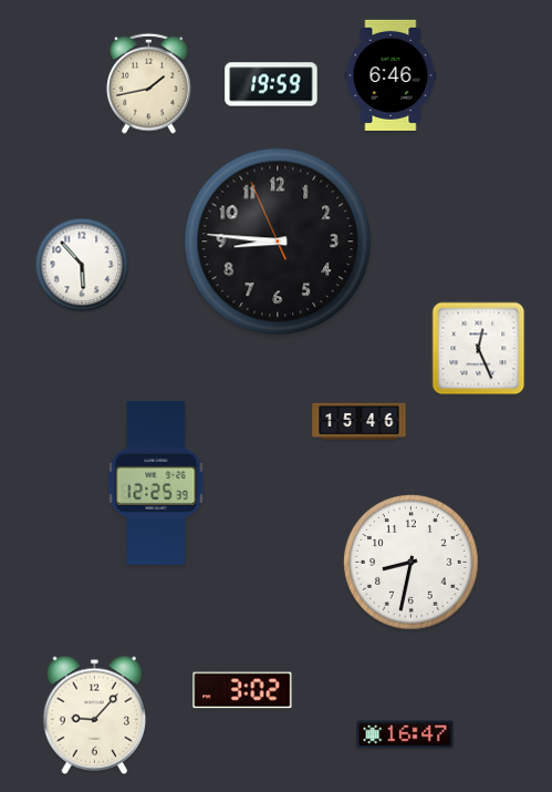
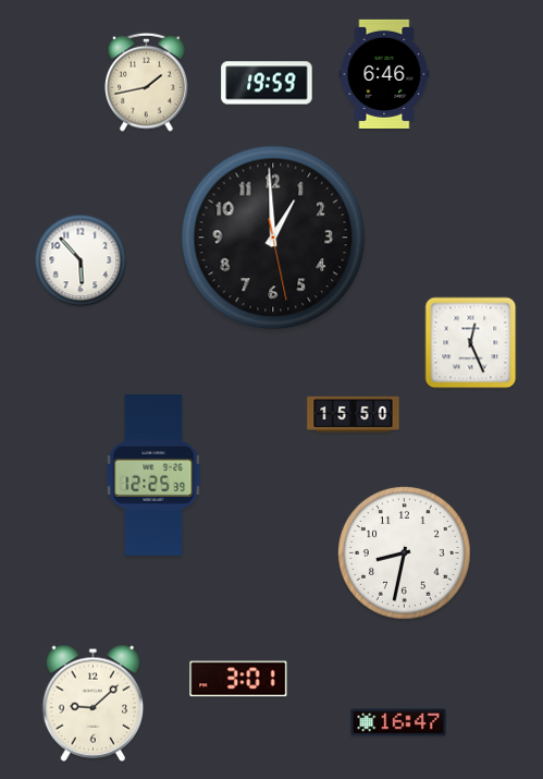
clock at (278, 241): 8:45 -> 12:59
clock at (360, 421): 15:46 -> 15:50
clock at (242, 690): 3:02 -> 3:01
clock at (95, 714): 9:07 -> 9:08
